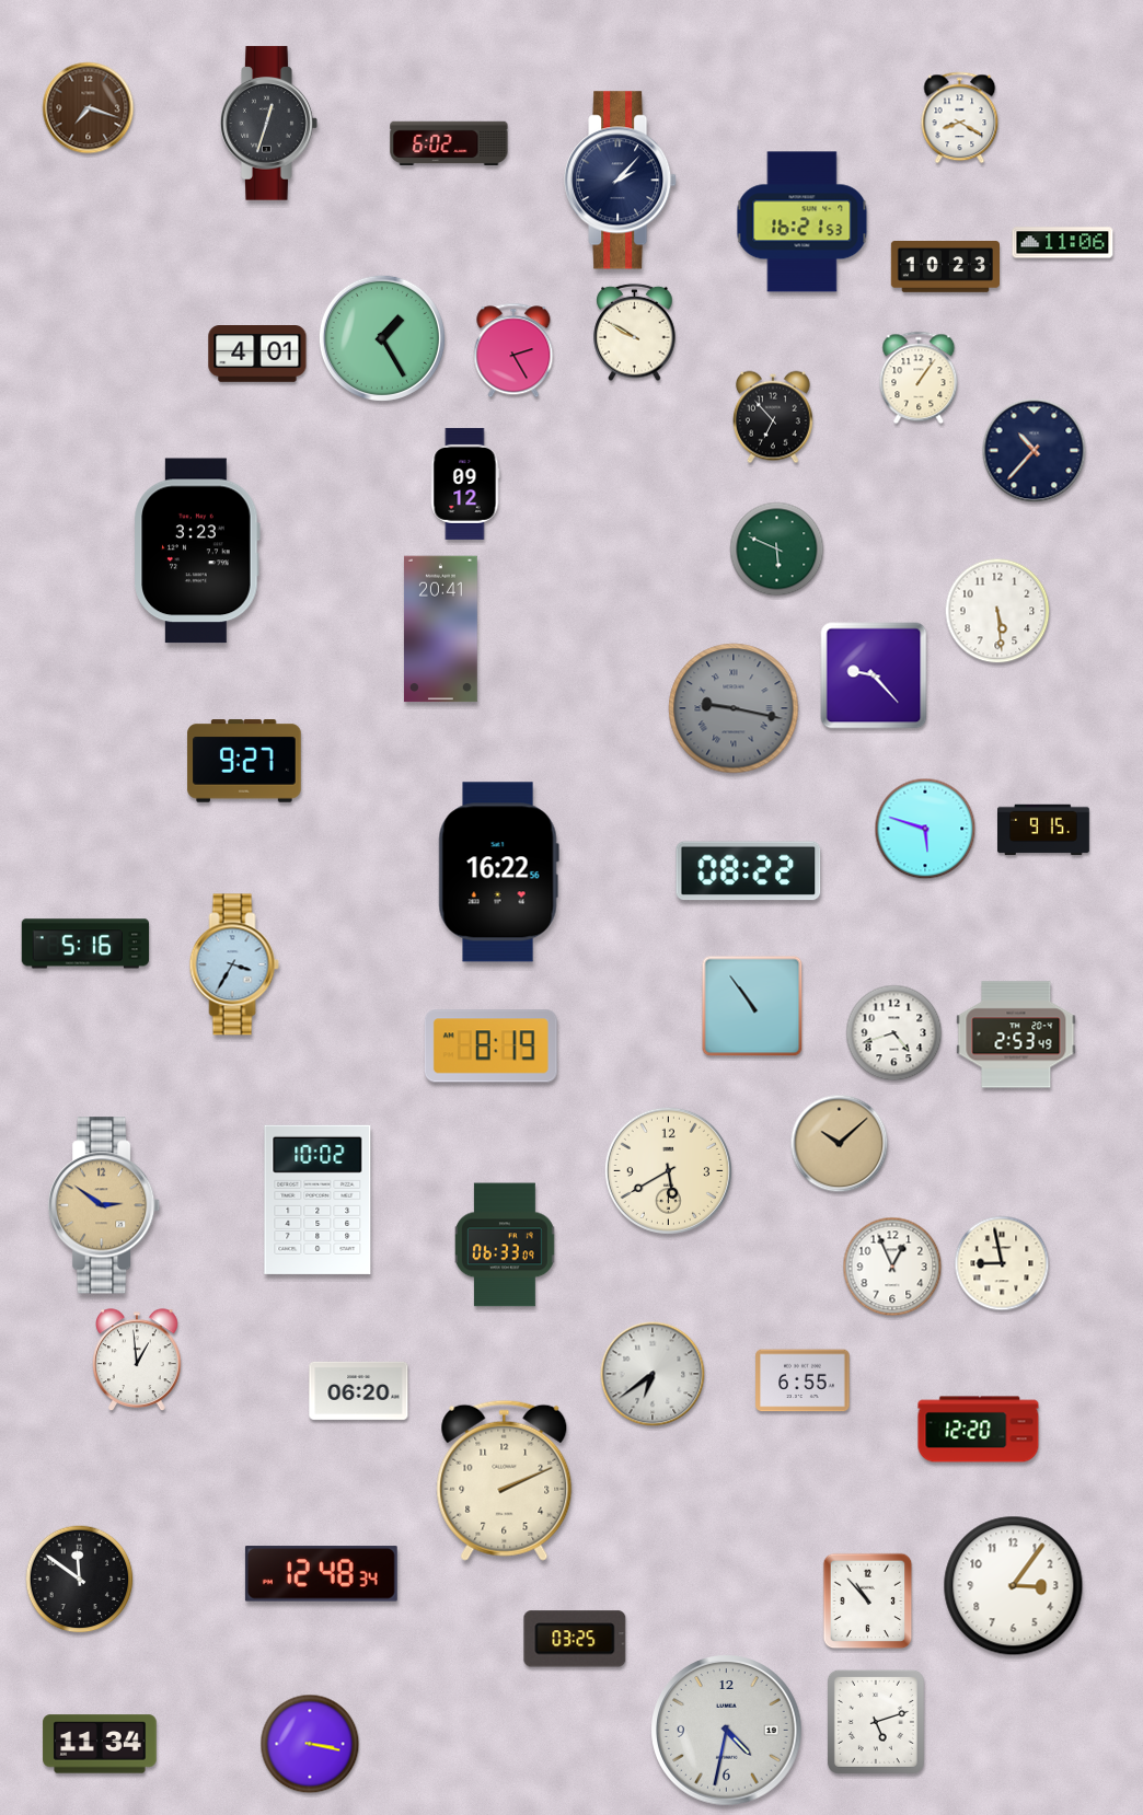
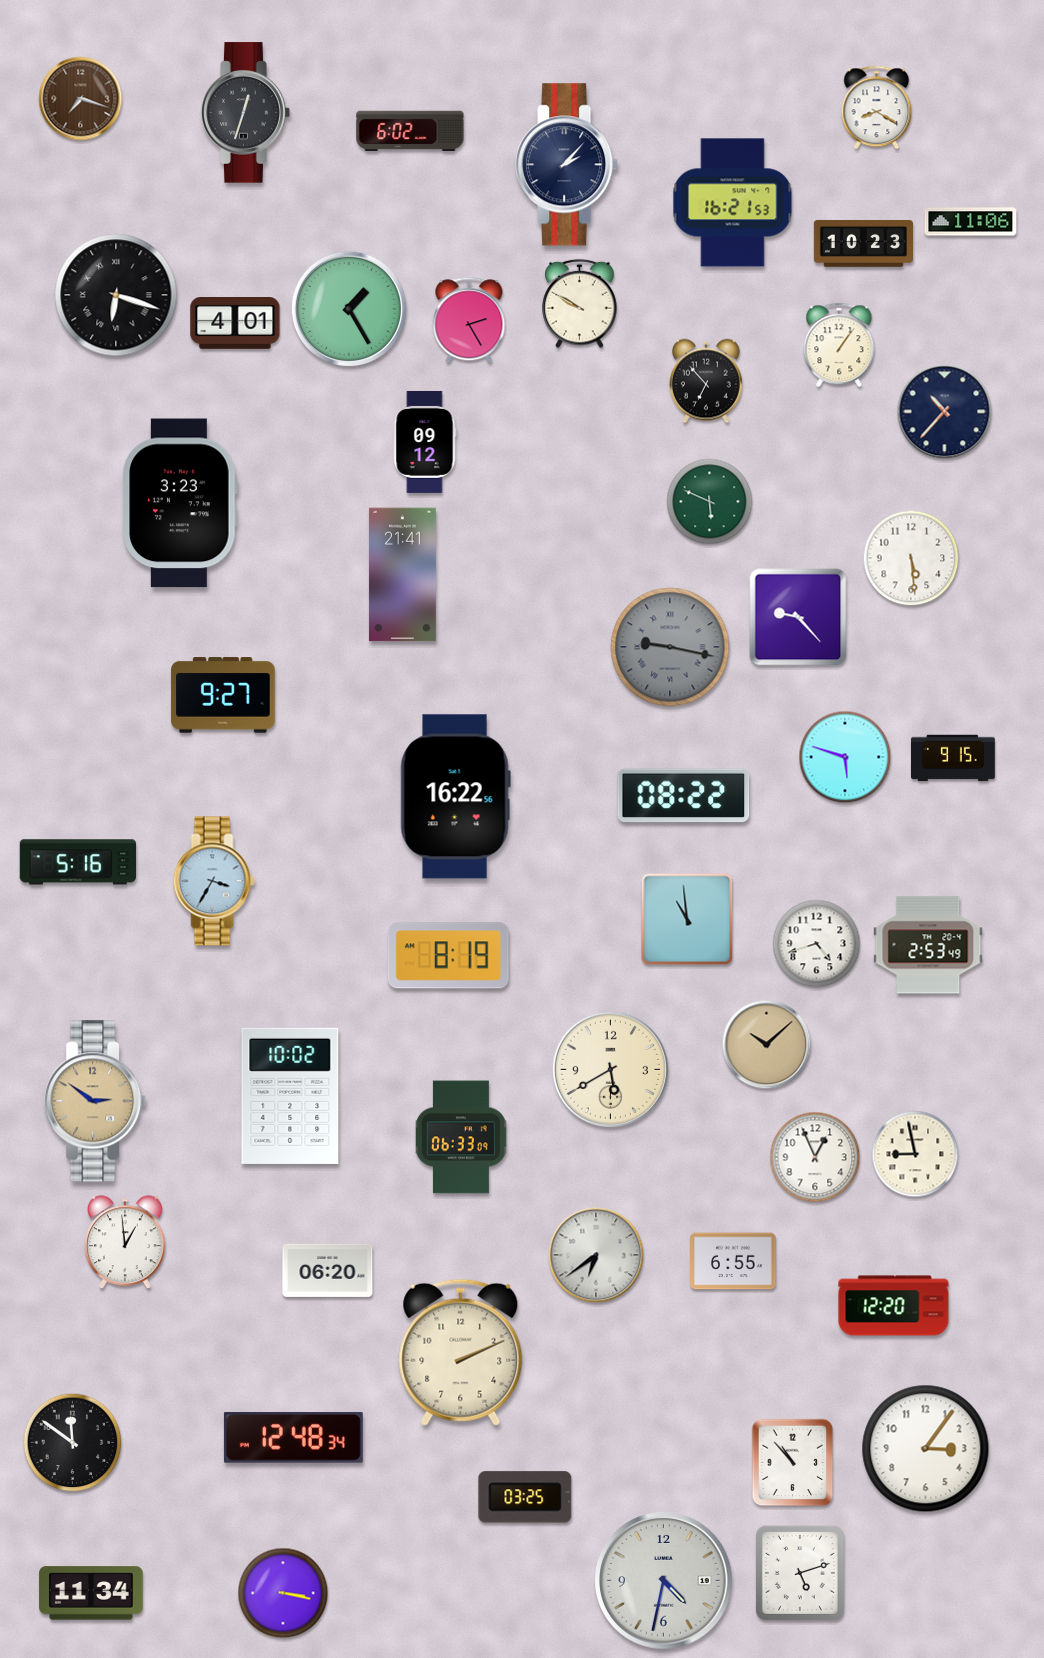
clock at (116, 295): none -> 6:18
clock at (441, 629): 20:41 -> 21:41
clock at (752, 1006): 10:54 -> 10:59
